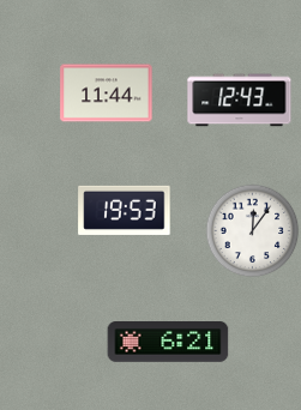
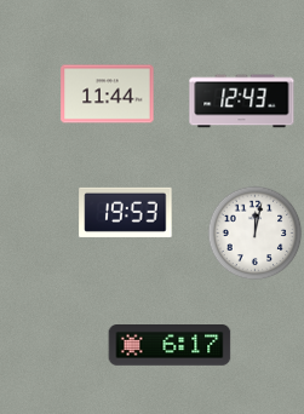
clock at (252, 230): 12:06 -> 12:02
clock at (168, 343): 6:21 -> 6:17
